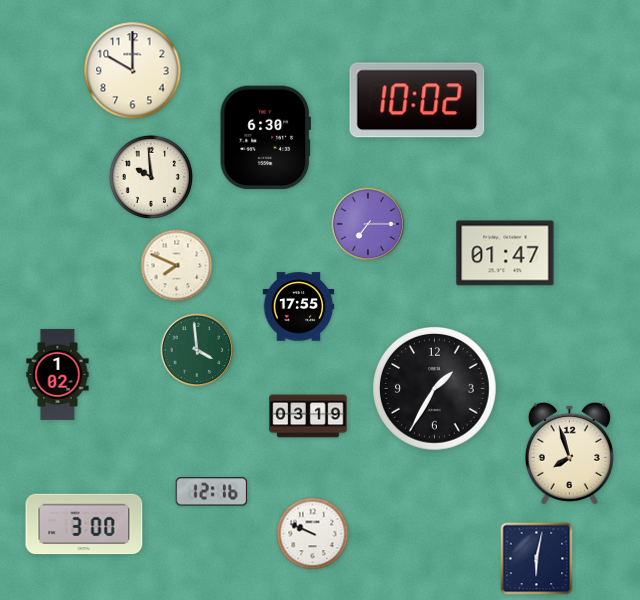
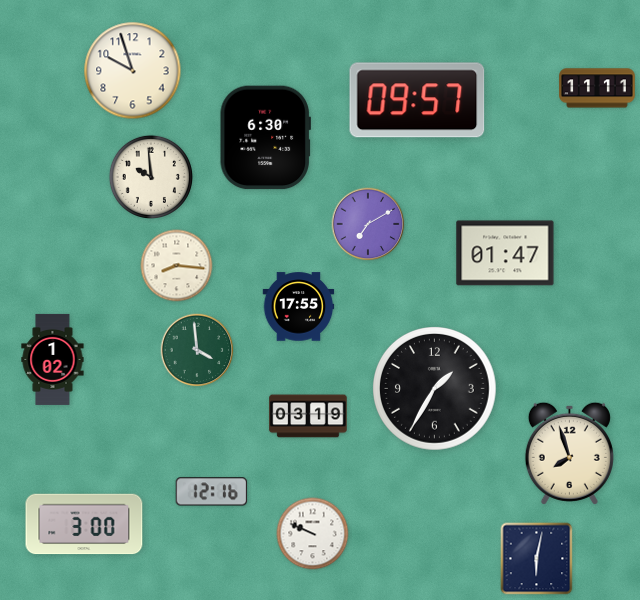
clock at (133, 71): 10:00 -> 9:57
clock at (597, 88): none -> 11:11
clock at (417, 100): 10:02 -> 09:57
clock at (368, 224): 7:15 -> 7:10
clock at (177, 266): 7:49 -> 8:16
clock at (58, 374) position: (58, 374) -> (53, 359)
